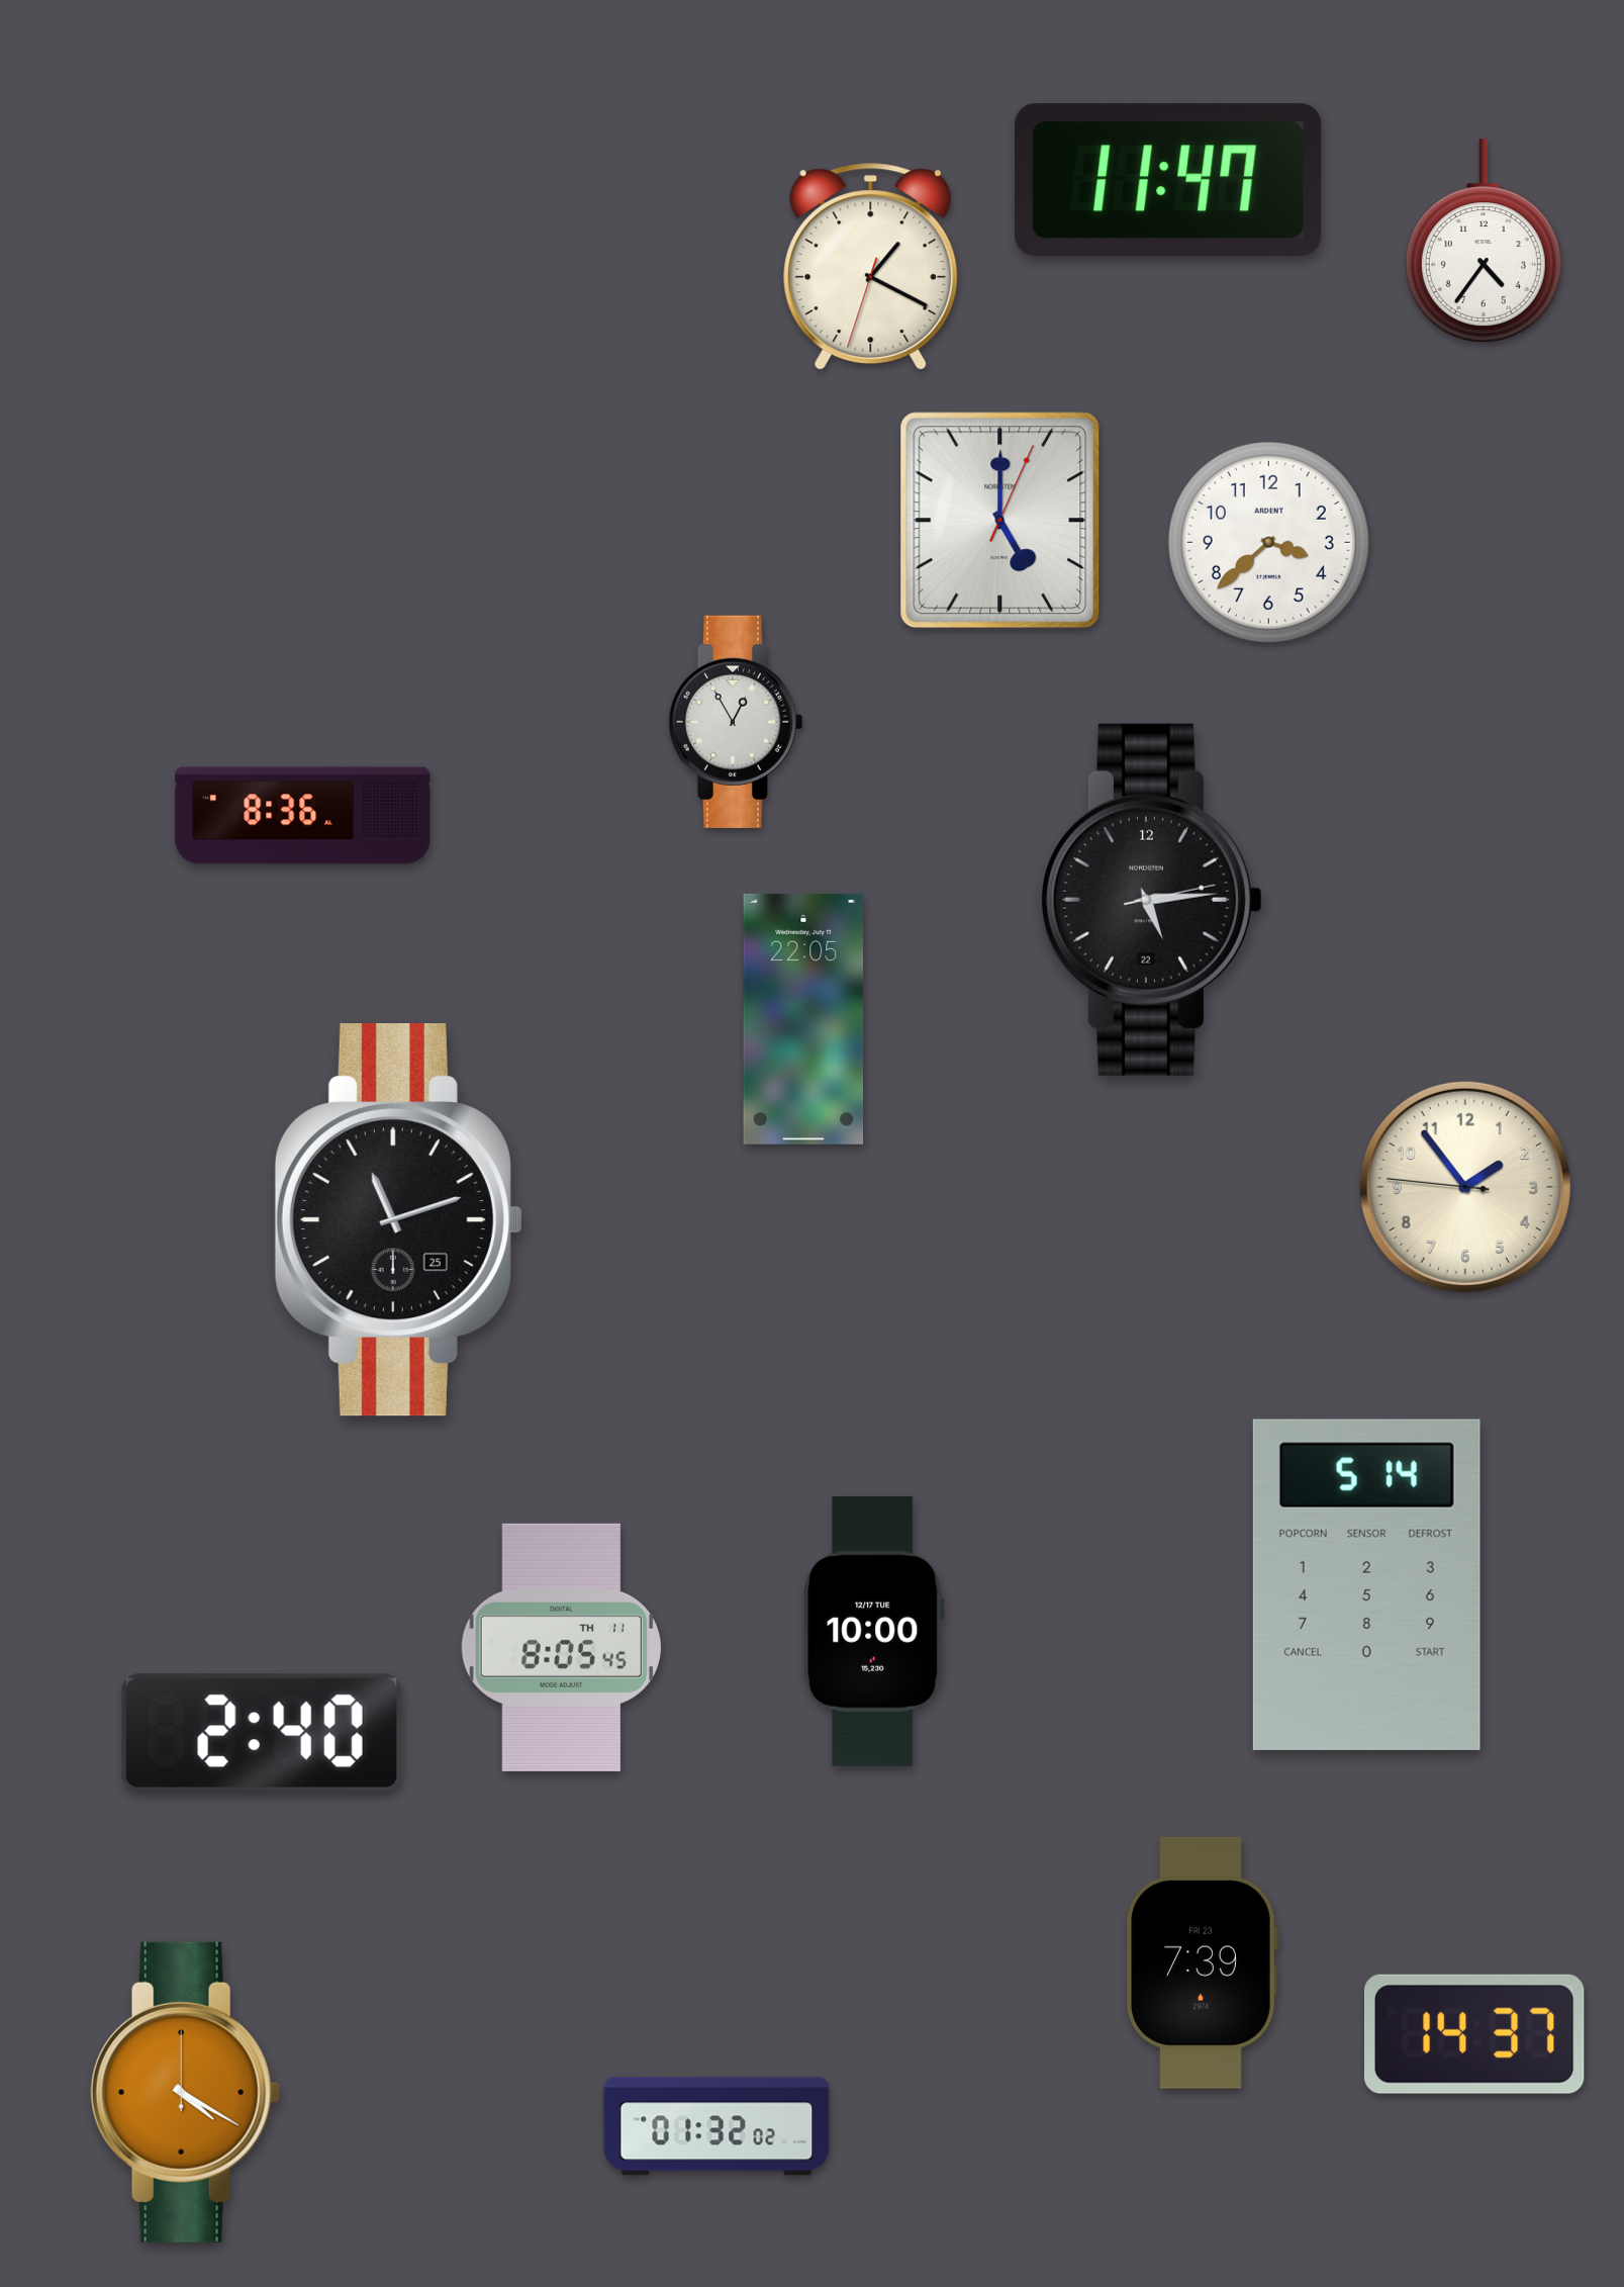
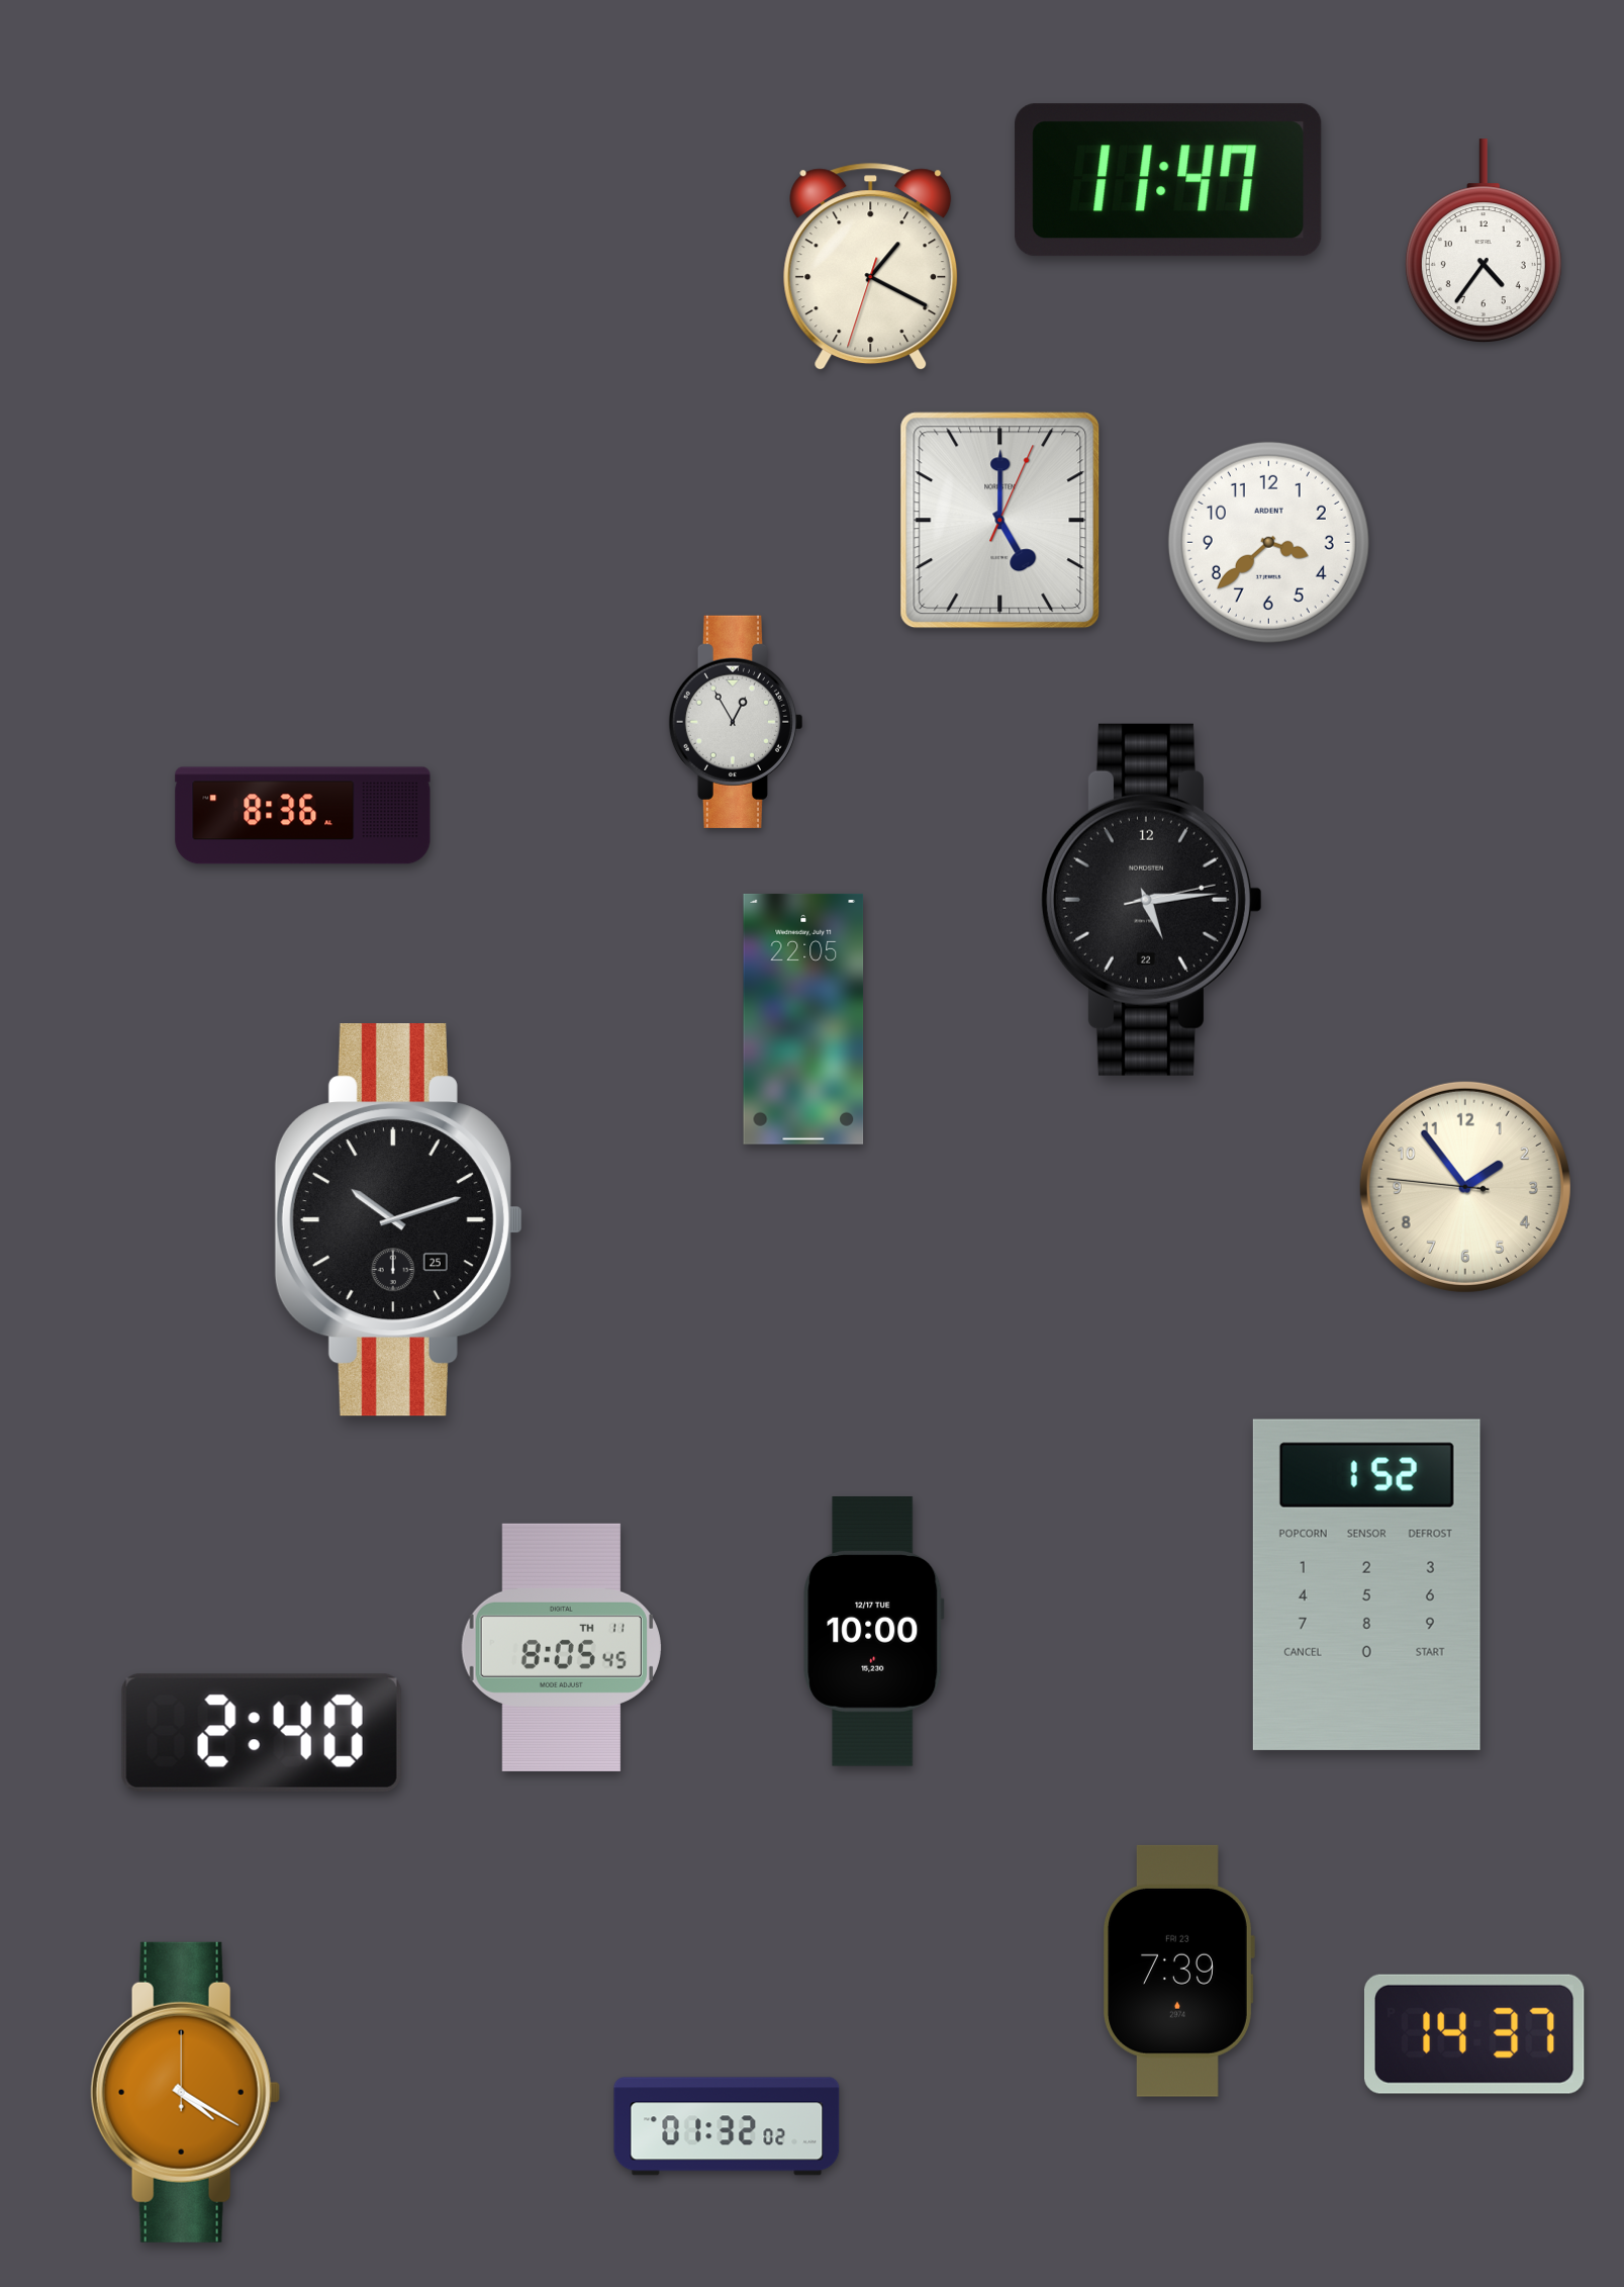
clock at (398, 1220): 11:12 -> 10:12
clock at (1366, 1584): 5:14 -> 1:52
clock at (1202, 1962) position: (1202, 1962) -> (1178, 1971)
clock at (717, 2126) position: (717, 2126) -> (727, 2126)
